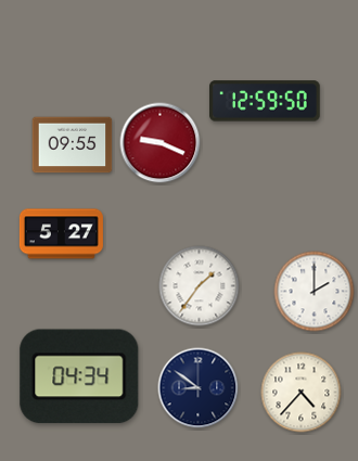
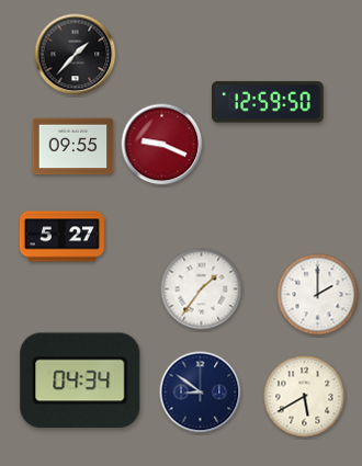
clock at (76, 55): none -> 1:37
clock at (302, 393): 4:37 -> 5:40
